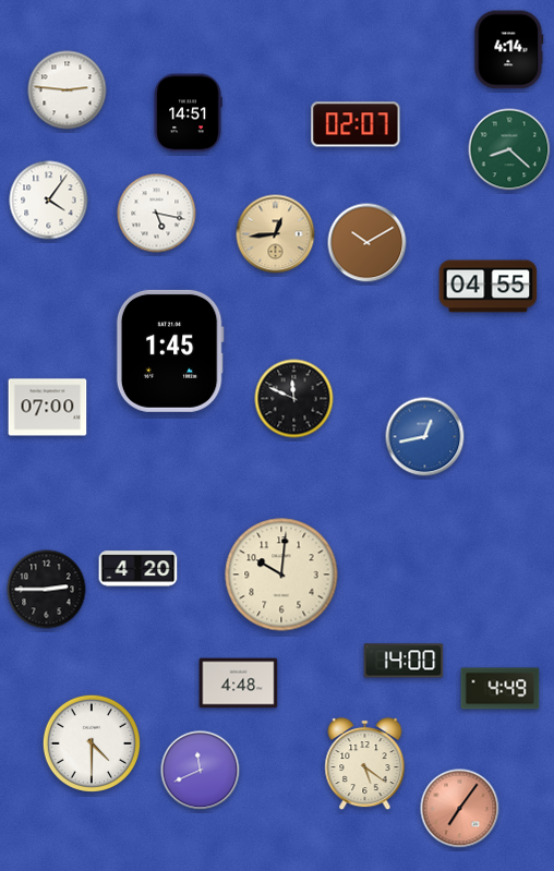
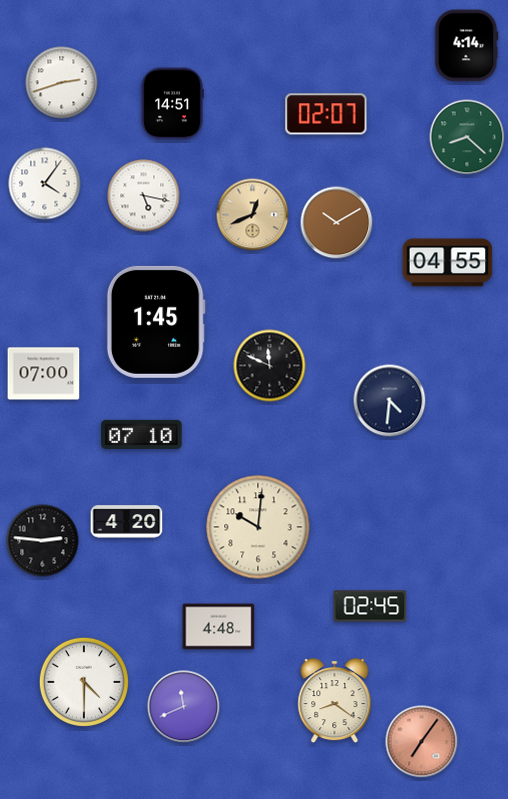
clock at (68, 90): 2:46 -> 2:42
clock at (276, 234): 12:44 -> 12:41
clock at (425, 437): 12:43 -> 4:31
clock at (425, 437) dial: blue -> navy
clock at (142, 434): none -> 07:10
clock at (47, 590): 2:45 -> 2:46
clock at (404, 661): 14:00 -> 02:45
clock at (501, 689): 4:49 -> none
clock at (365, 765): 5:21 -> 8:21
